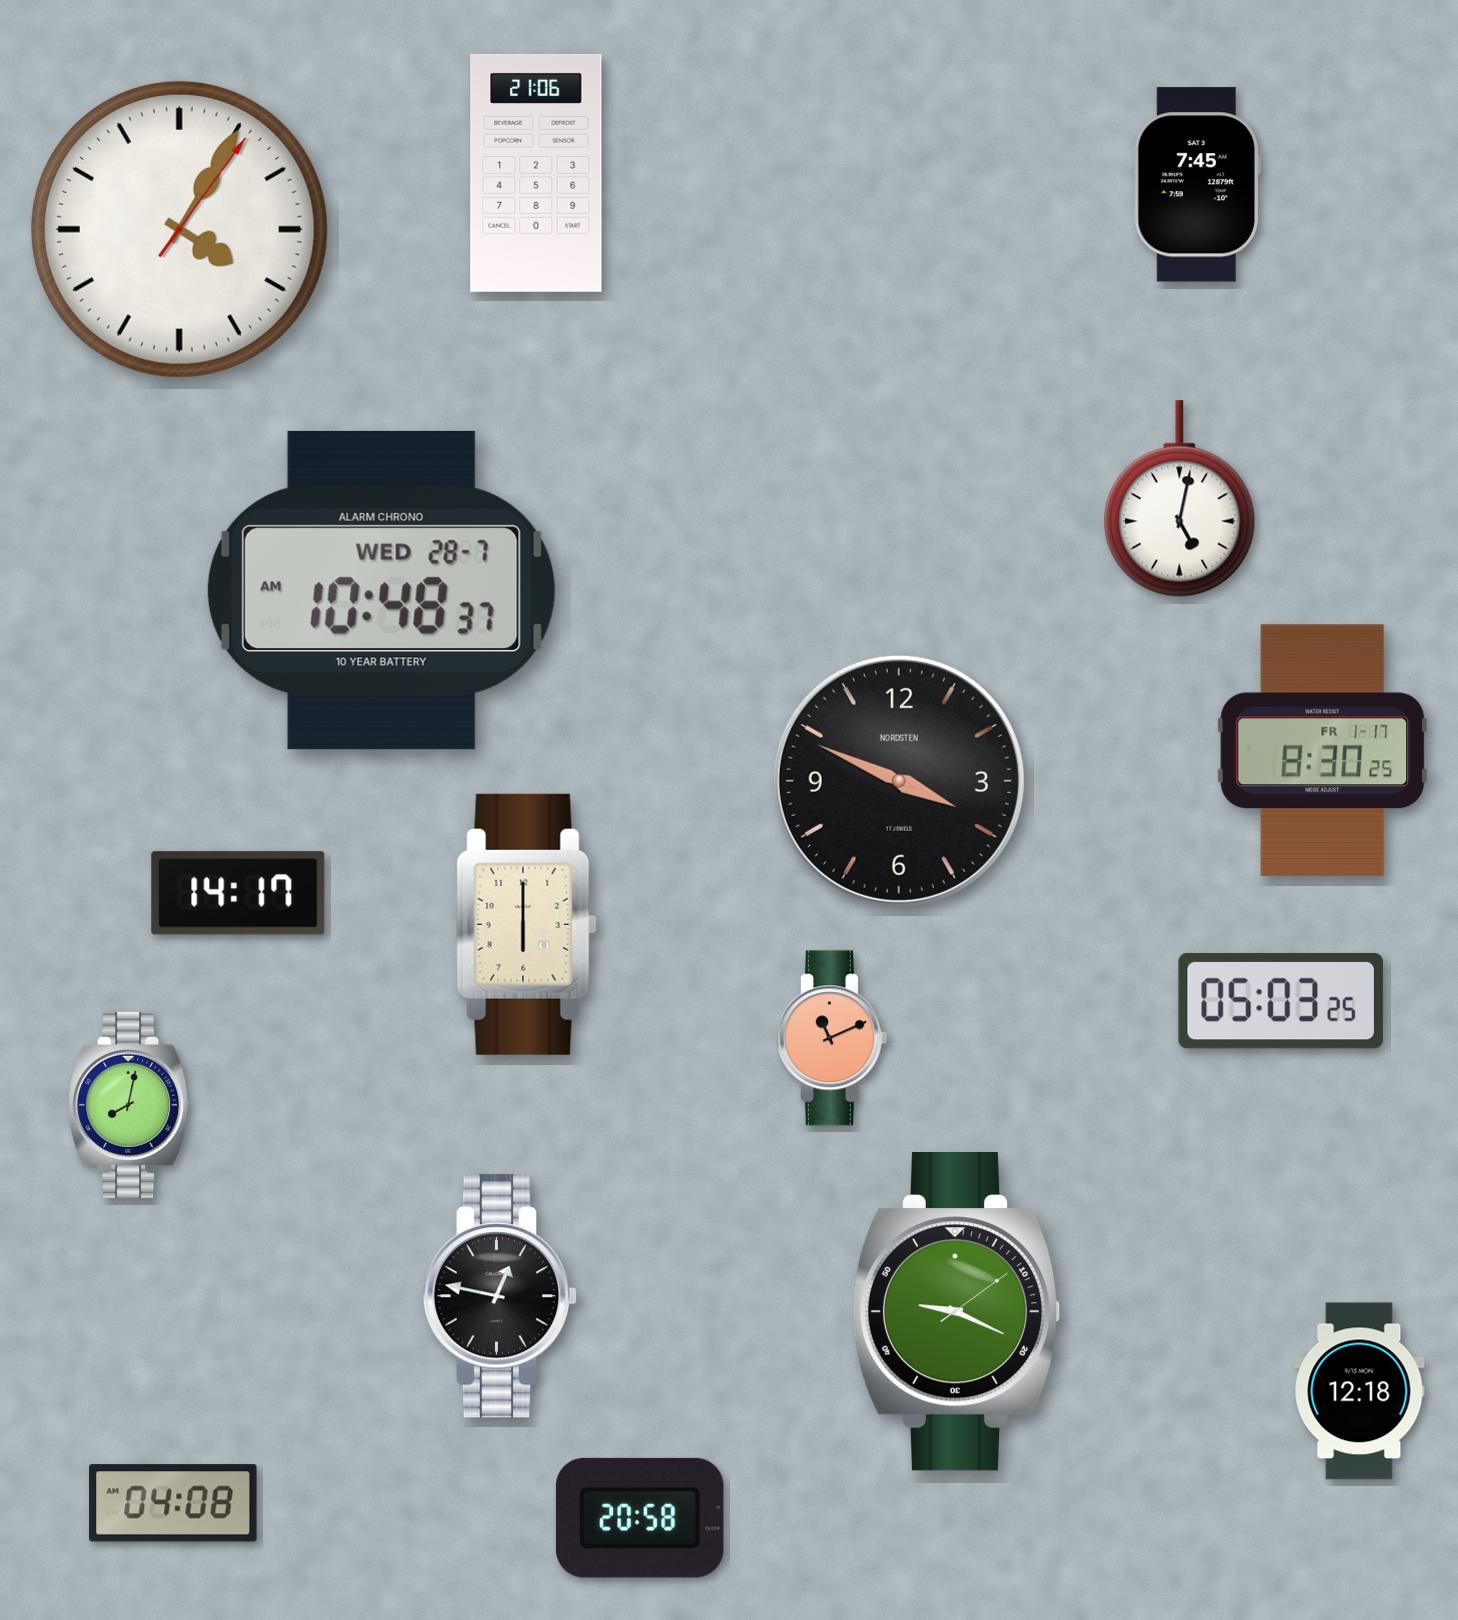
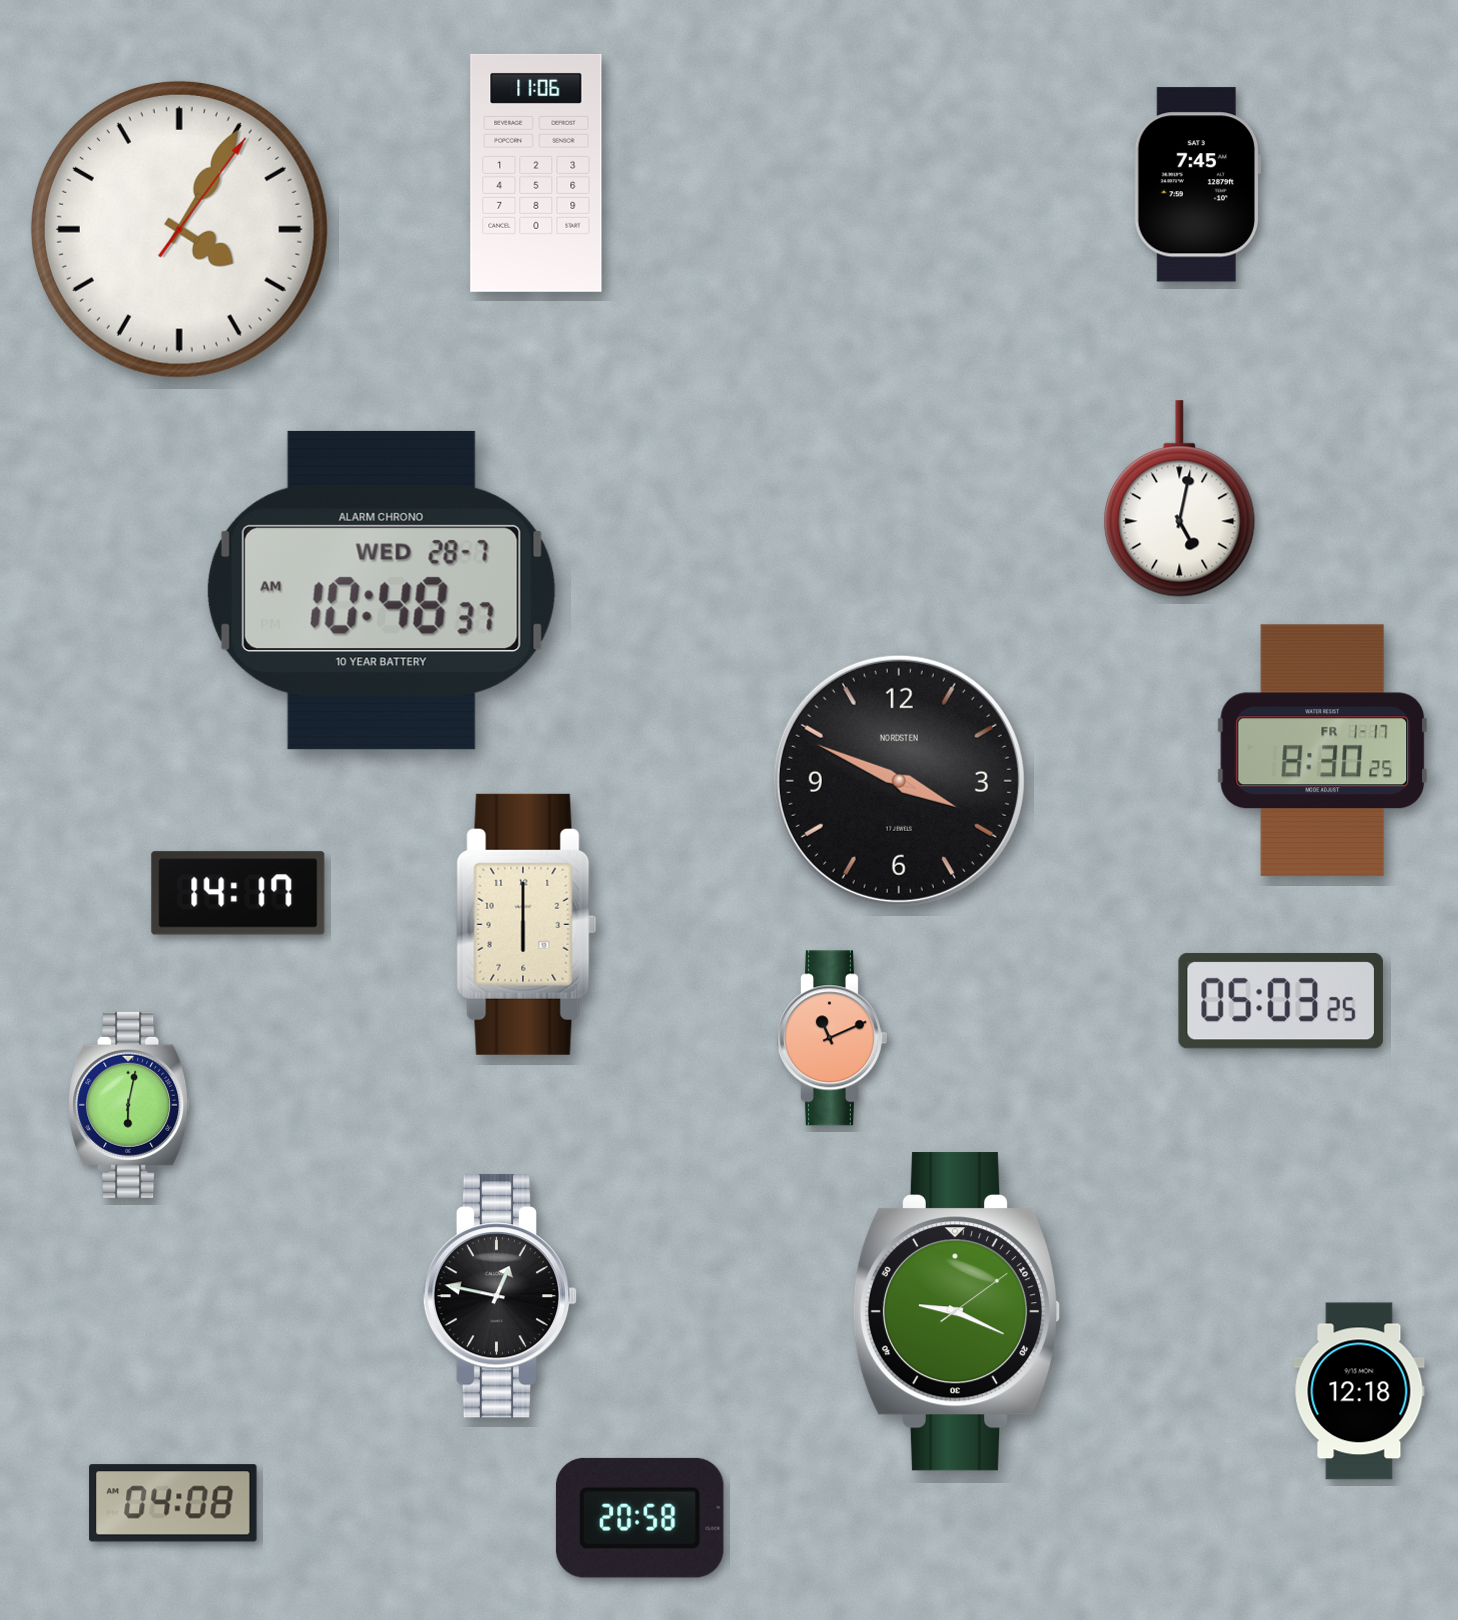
clock at (536, 173): 21:06 -> 11:06
clock at (130, 1105): 8:02 -> 6:02
